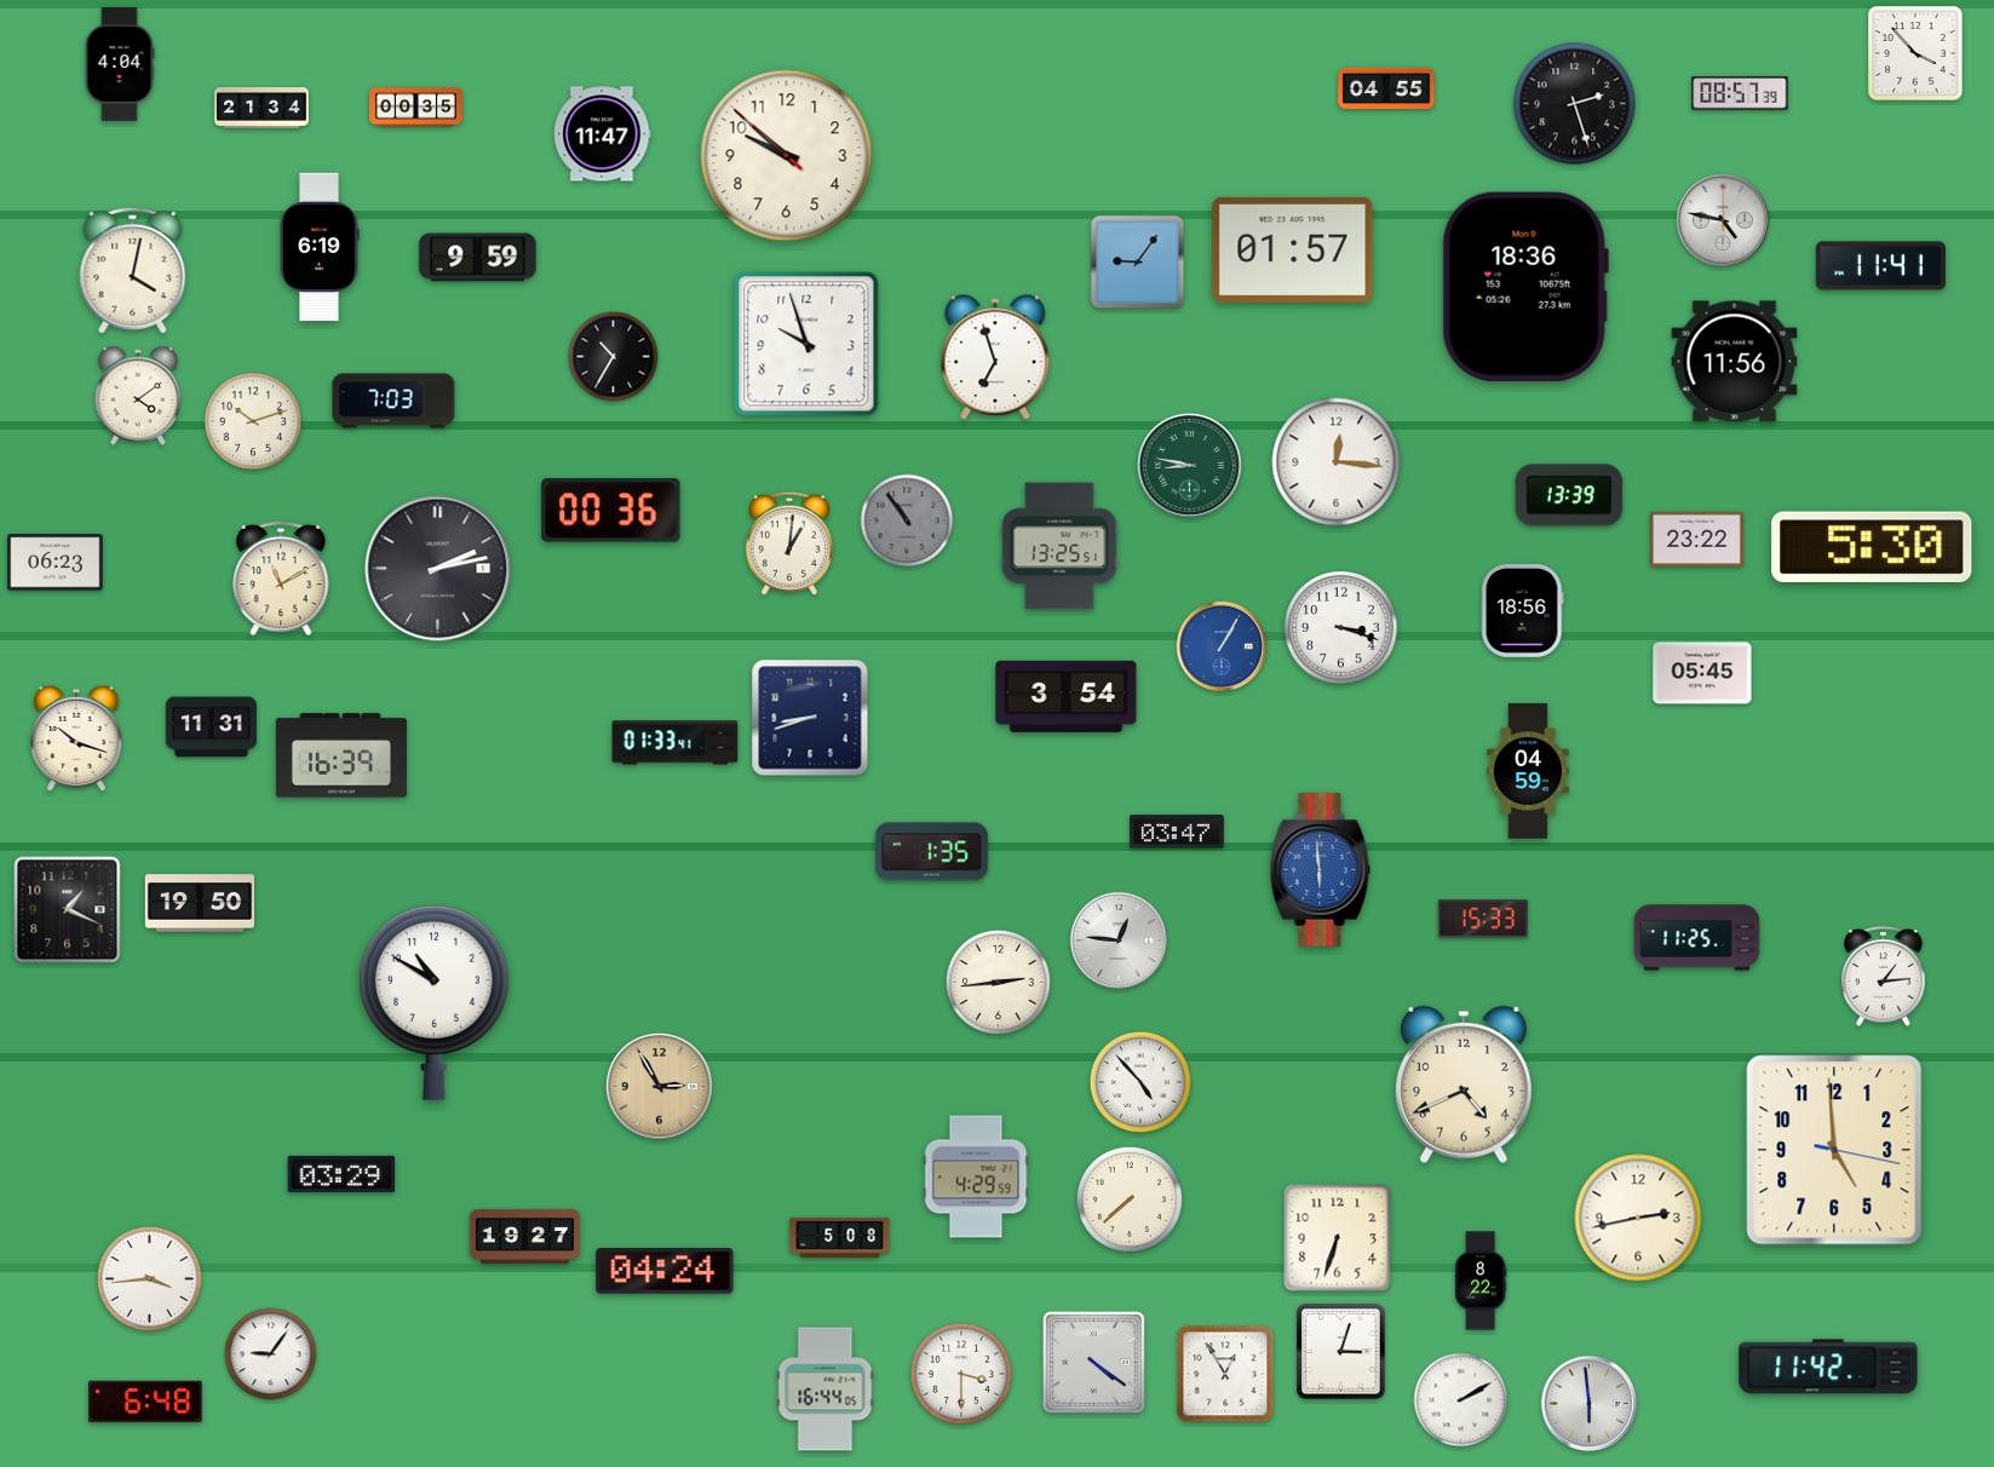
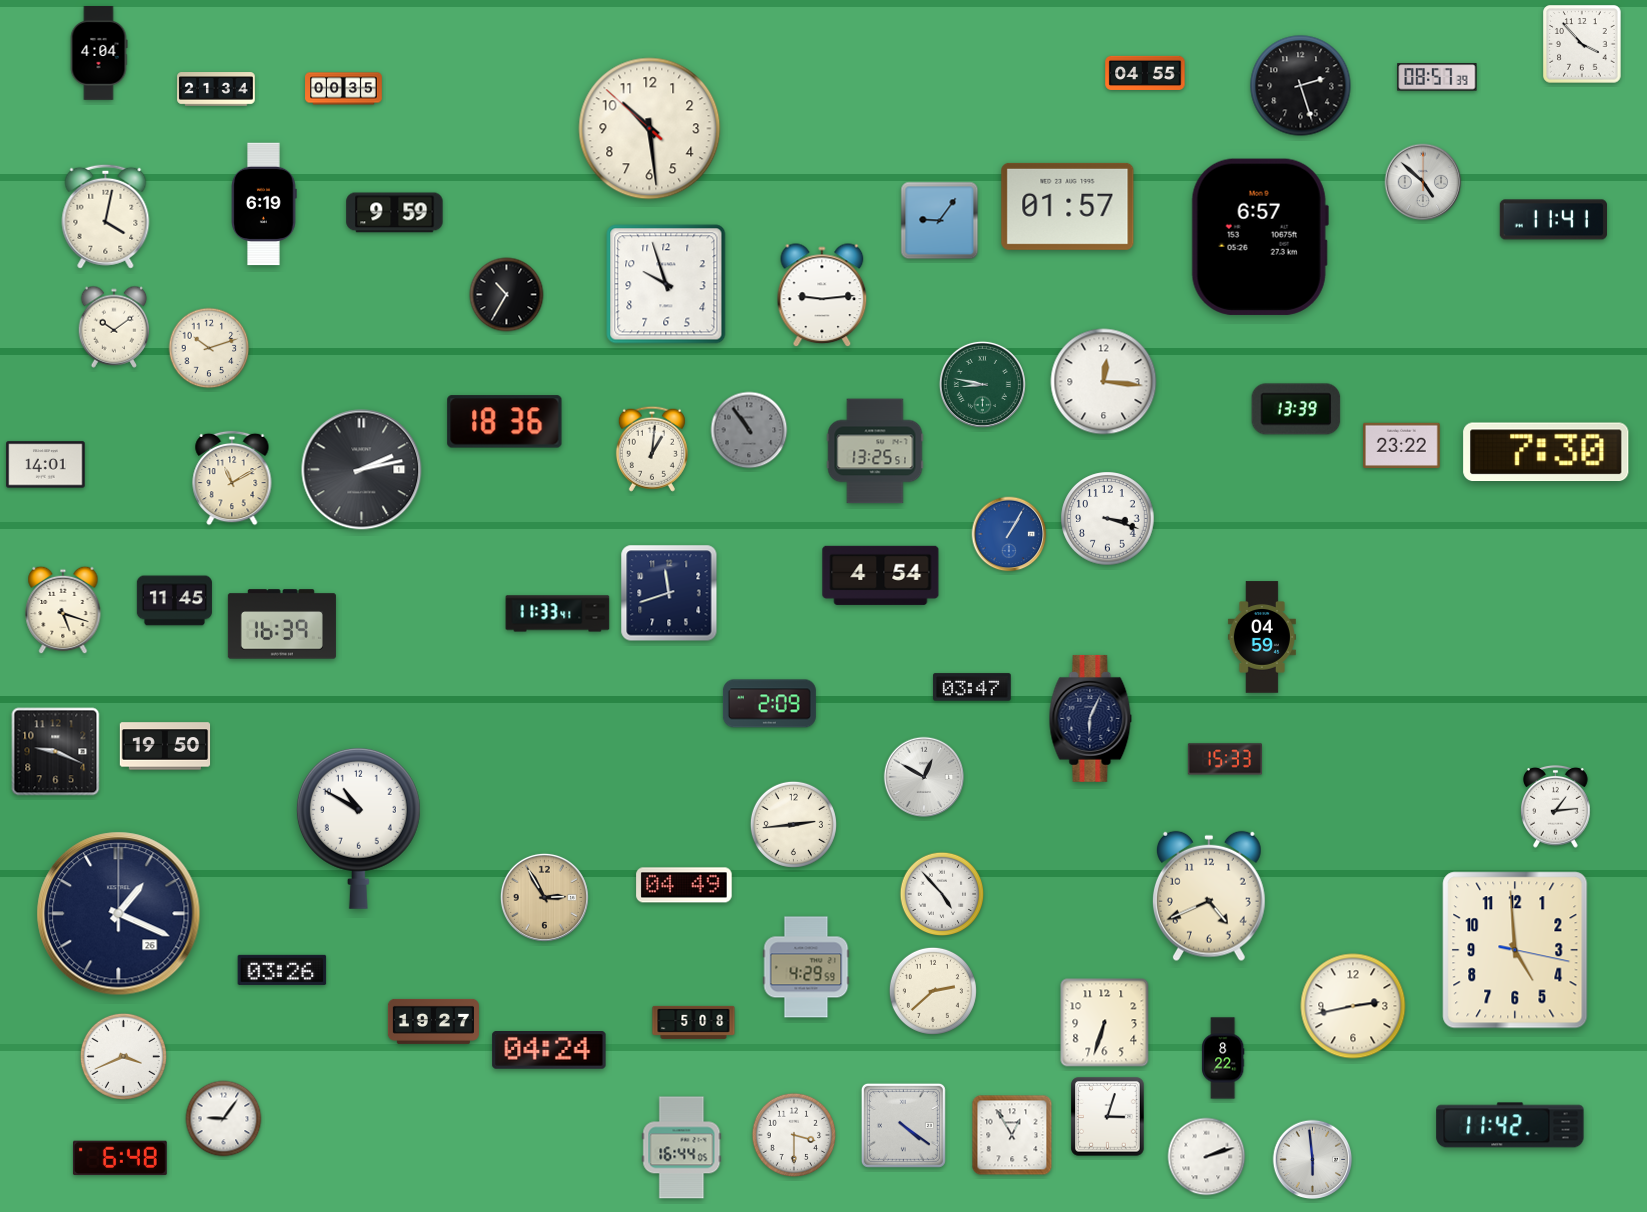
clock at (603, 134): 11:47 -> none
clock at (787, 156): 9:51 -> 10:28
clock at (1723, 220): 4:47 -> 4:52
clock at (1138, 263) position: (1138, 263) -> (940, 221)
clock at (133, 270) position: (133, 270) -> (106, 216)
clock at (1525, 287): 18:36 -> 6:57
clock at (995, 358): 6:57 -> 9:14
clock at (1735, 362): 11:56 -> none
clock at (138, 396): 4:09 -> 10:09
clock at (393, 401): 7:03 -> none
clock at (611, 511): 00:36 -> 18:36
clock at (1872, 546): 5:30 -> 7:30
clock at (56, 563): 06:23 -> 14:01
clock at (1523, 611): 18:56 -> none
clock at (1702, 673): 05:45 -> none
clock at (1067, 696): 3:54 -> 4:54
clock at (810, 718): 8:42 -> 11:42
clock at (211, 727): 11:31 -> 11:45
clock at (76, 738): 10:18 -> 5:18
clock at (676, 743): 01:33 -> 11:33
clock at (931, 852): 1:35 -> 2:09
clock at (1321, 869): 5:59 -> 6:04
clock at (1321, 869) dial: blue -> navy
clock at (68, 910): 1:19 -> 9:19
clock at (1697, 938): 11:25 -> none
clock at (1119, 940): 12:46 -> 12:50
clock at (998, 982) position: (998, 982) -> (793, 824)
clock at (684, 885): none -> 04:49
clock at (119, 914): none -> 1:19
clock at (341, 1174): 03:29 -> 03:26
clock at (976, 1177) position: (976, 1177) -> (806, 967)
clock at (1130, 1200): 7:38 -> 2:38
clock at (149, 1278): 3:44 -> 3:41
clock at (1828, 1367) position: (1828, 1367) -> (1510, 1125)
clock at (1461, 1400): 2:10 -> 2:12
